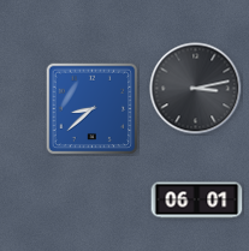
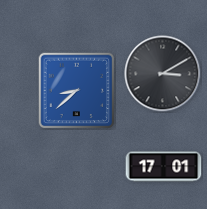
clock at (196, 89): 3:13 -> 3:10
clock at (197, 201): 06:01 -> 17:01
